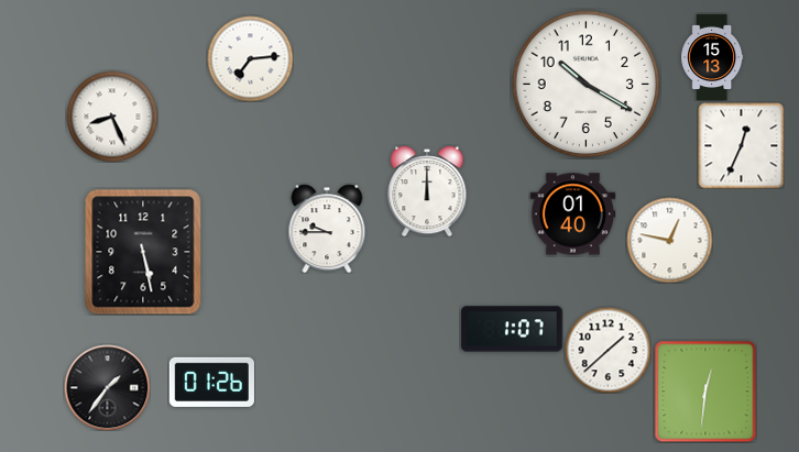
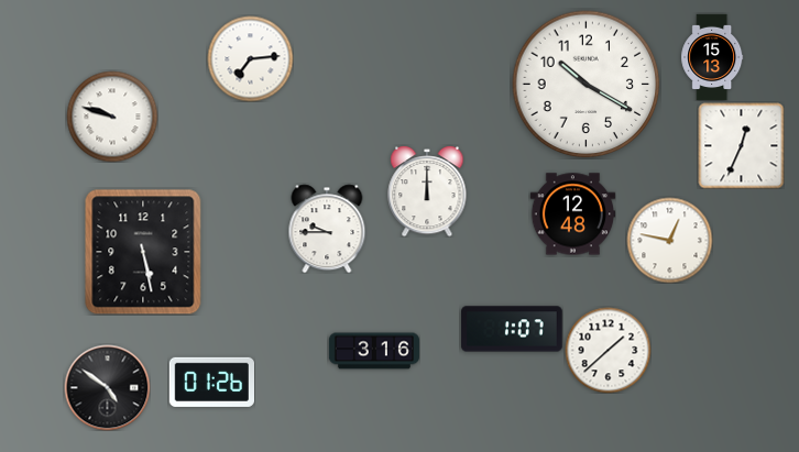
clock at (112, 117): 8:26 -> 9:48
clock at (572, 214): 01:40 -> 12:48
clock at (374, 351): none -> 3:16
clock at (107, 387): 1:36 -> 4:51
clock at (705, 392): 12:31 -> none
